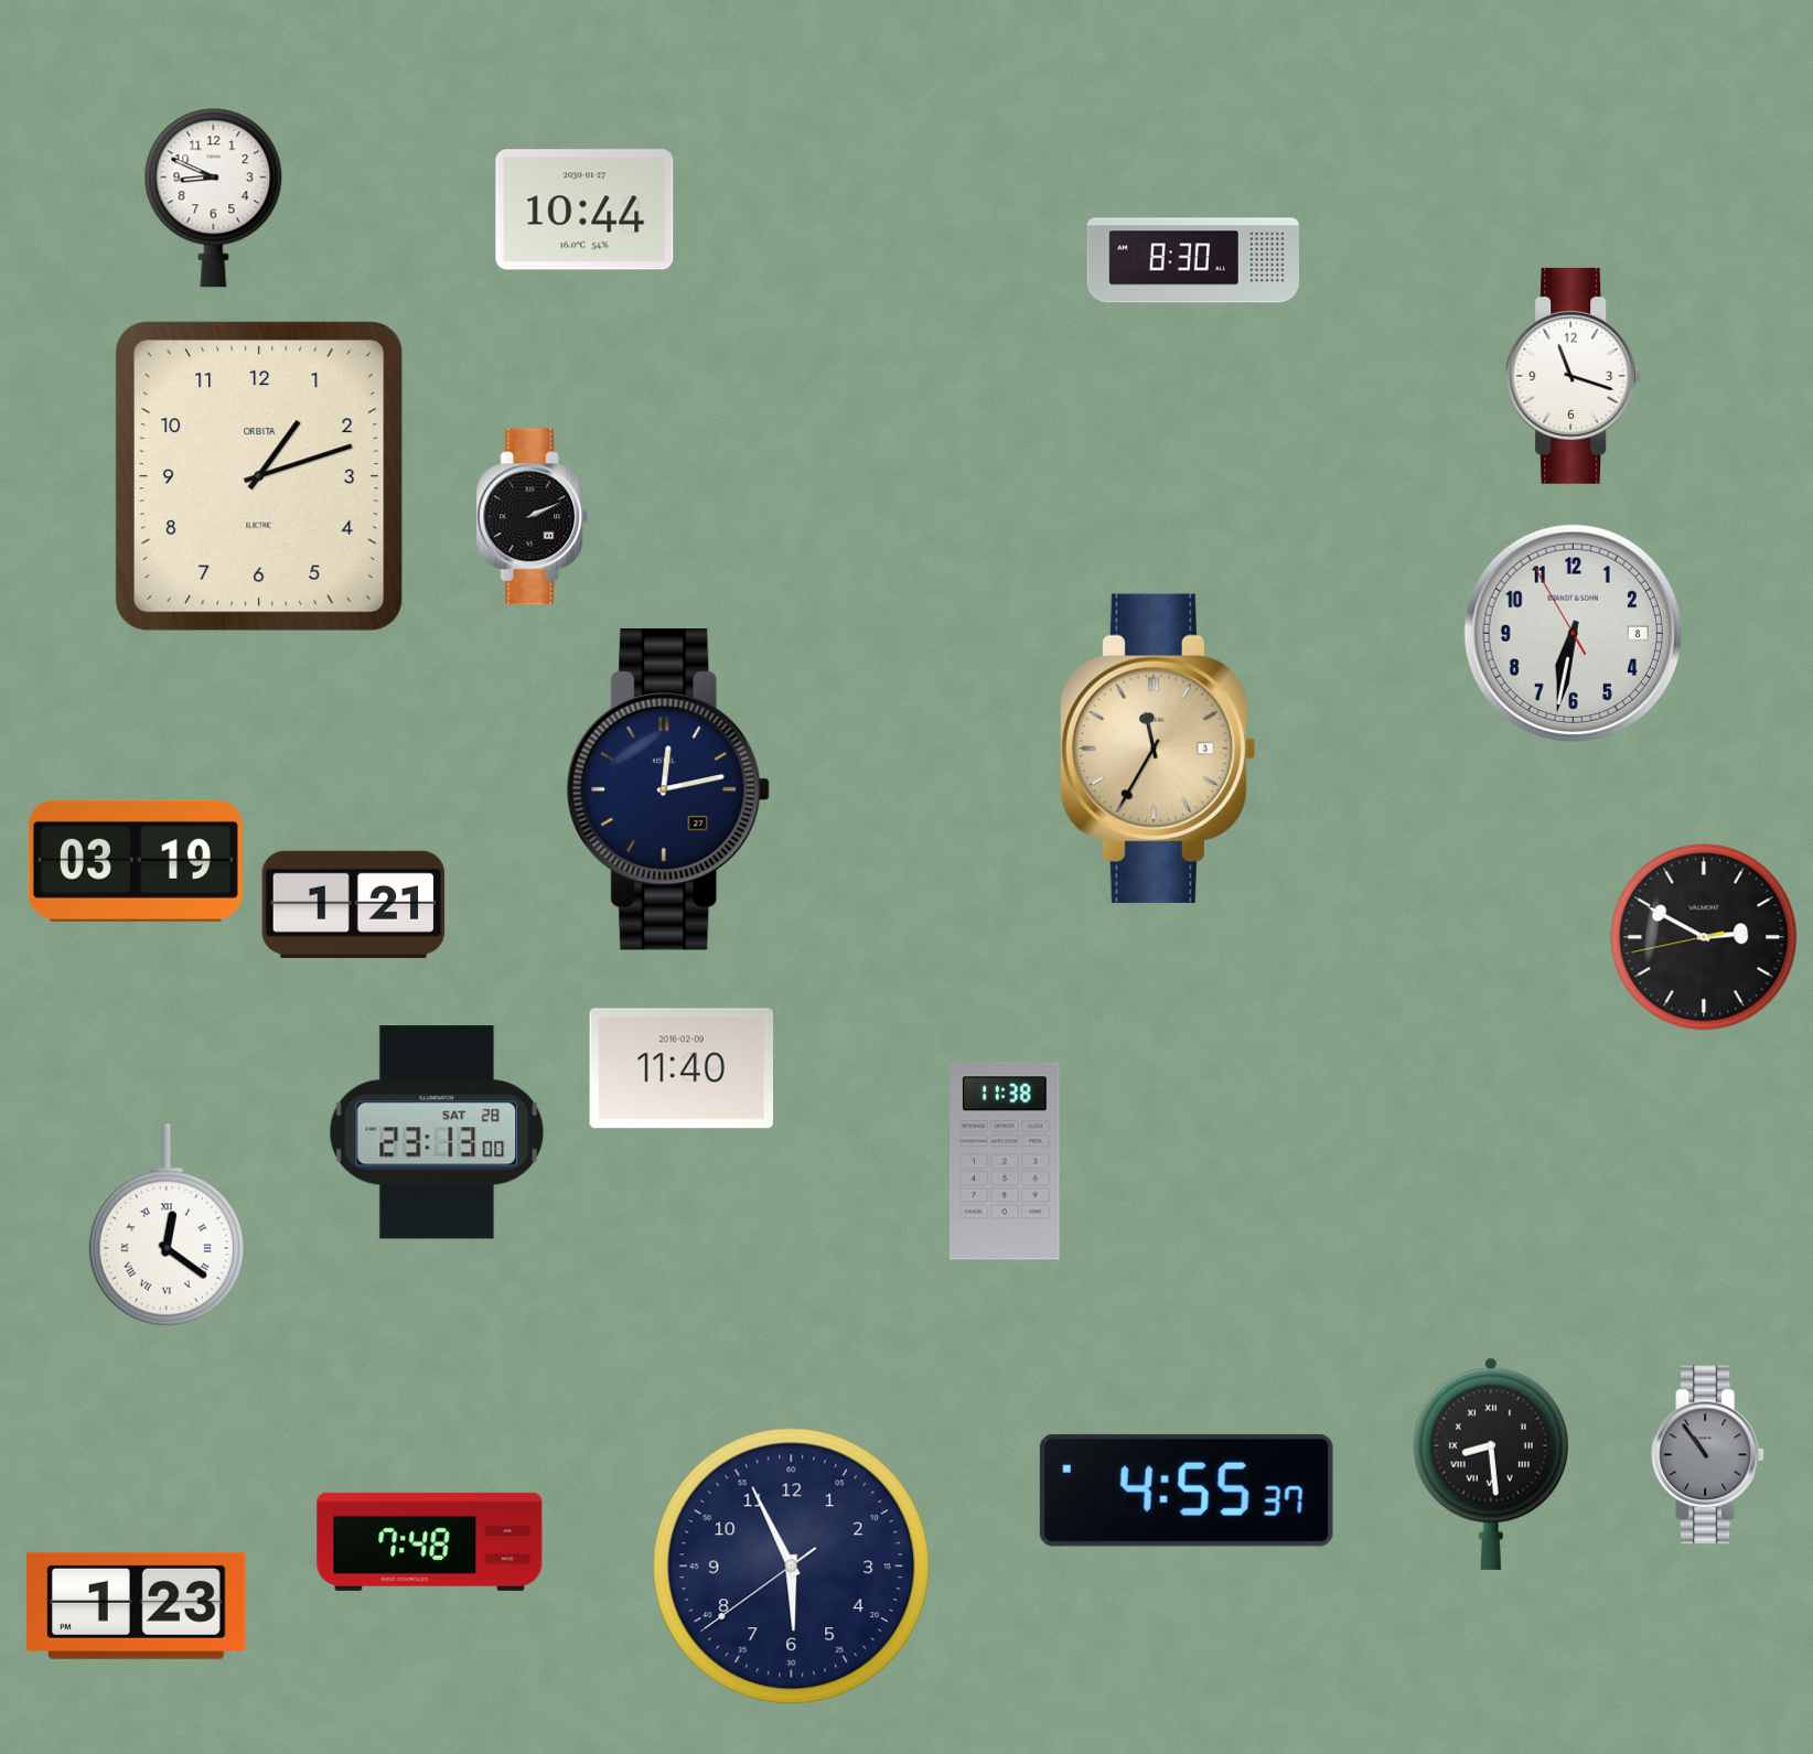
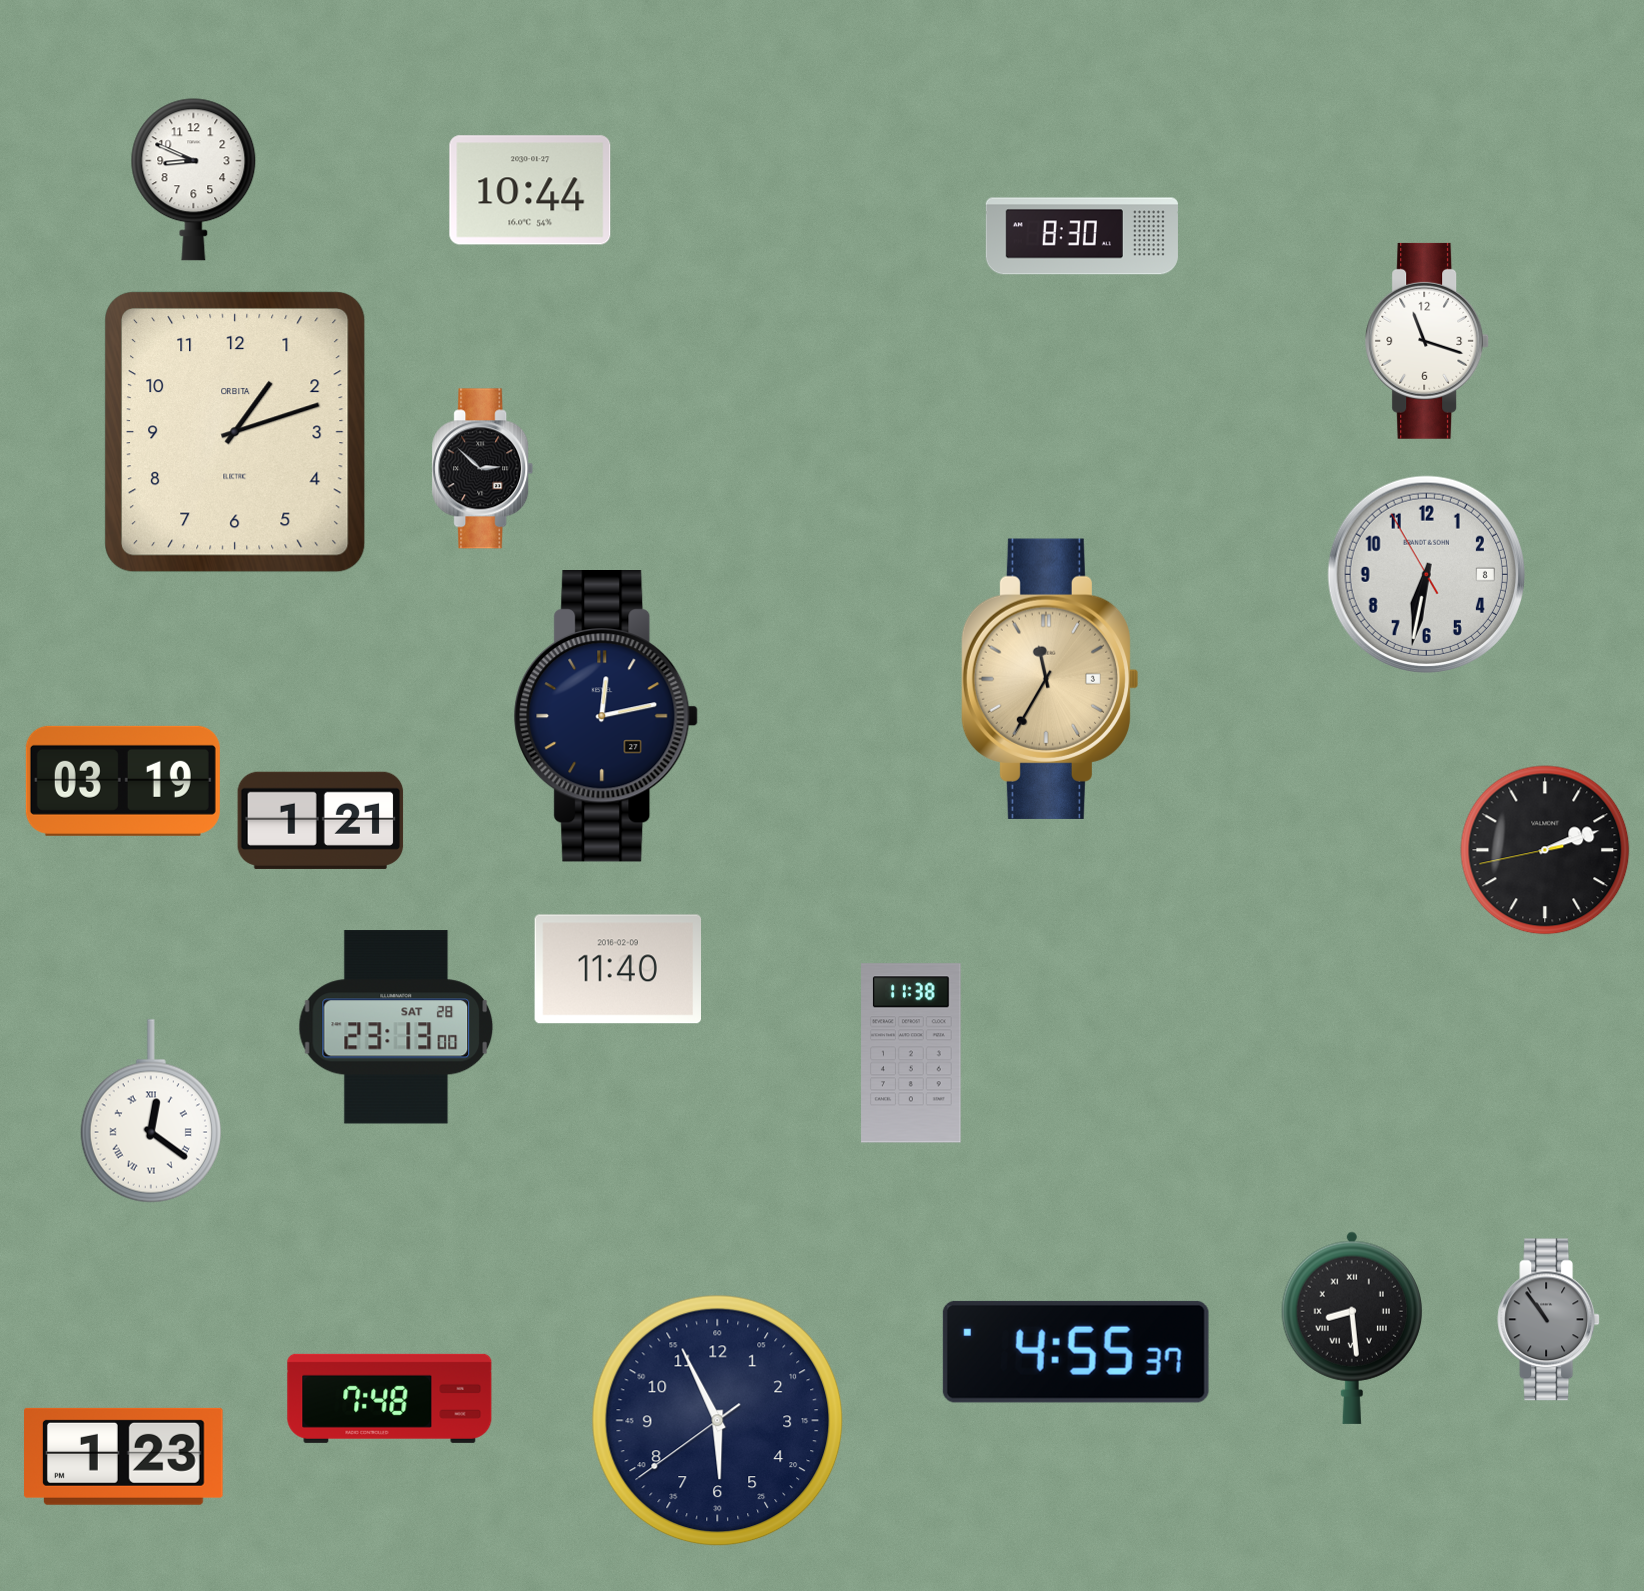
clock at (533, 517): 2:11 -> 2:52
clock at (1704, 937): 2:49 -> 2:11
